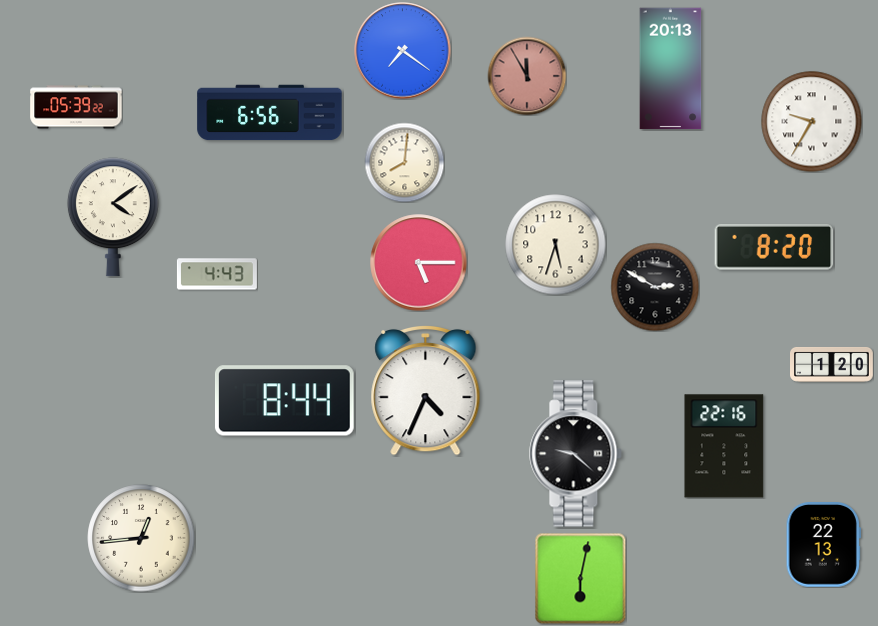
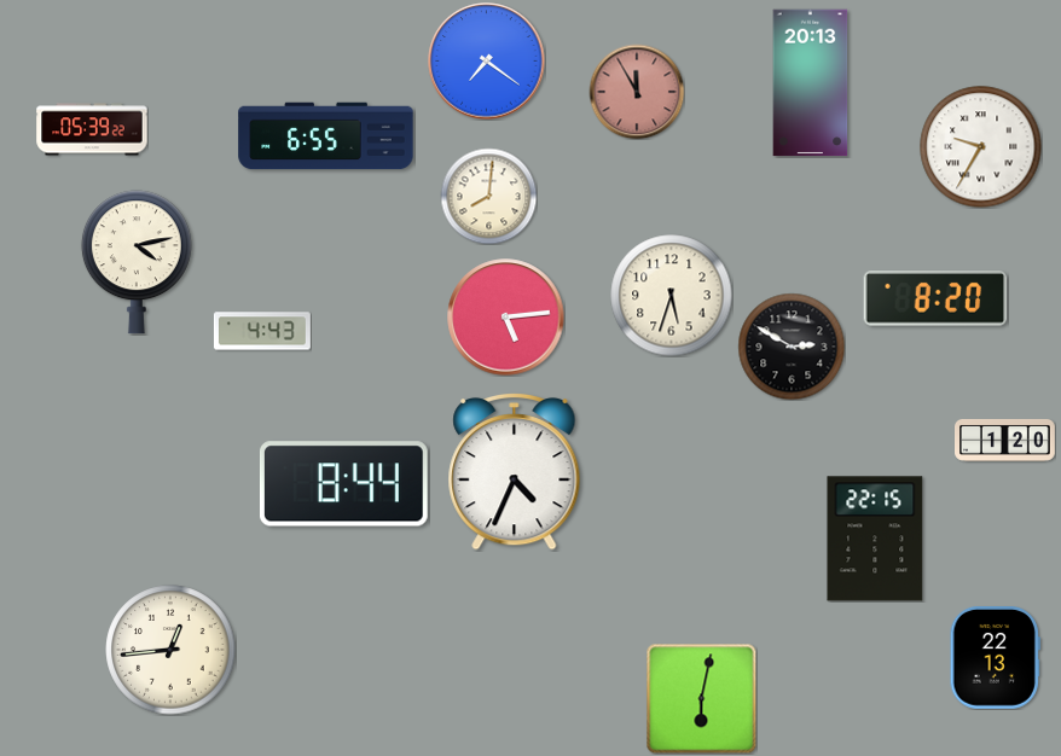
clock at (270, 113): 6:56 -> 6:55
clock at (113, 217): 4:09 -> 4:13
clock at (419, 263): 5:15 -> 5:14
clock at (724, 446): 22:16 -> 22:15
clock at (576, 454): 9:22 -> none
